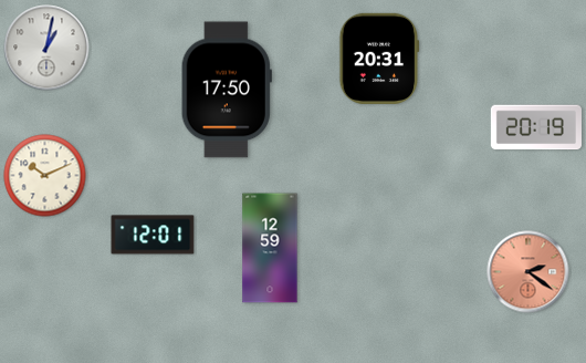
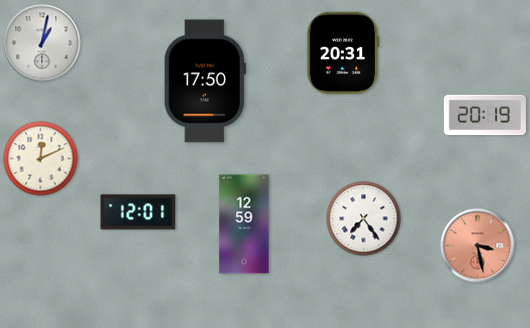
clock at (45, 176): 10:11 -> 12:11
clock at (364, 219): none -> 7:24
clock at (529, 272): 2:21 -> 3:28
